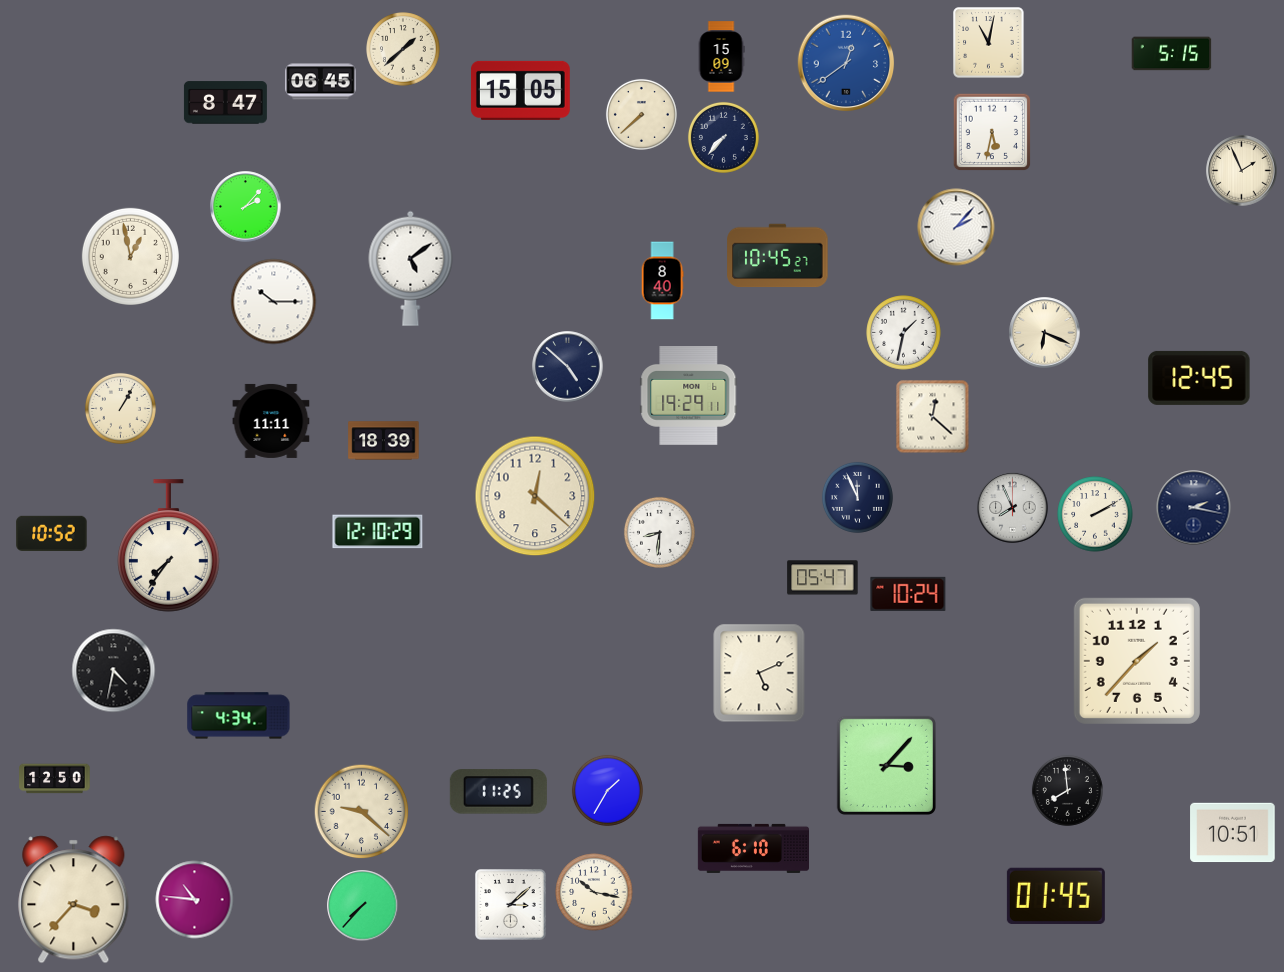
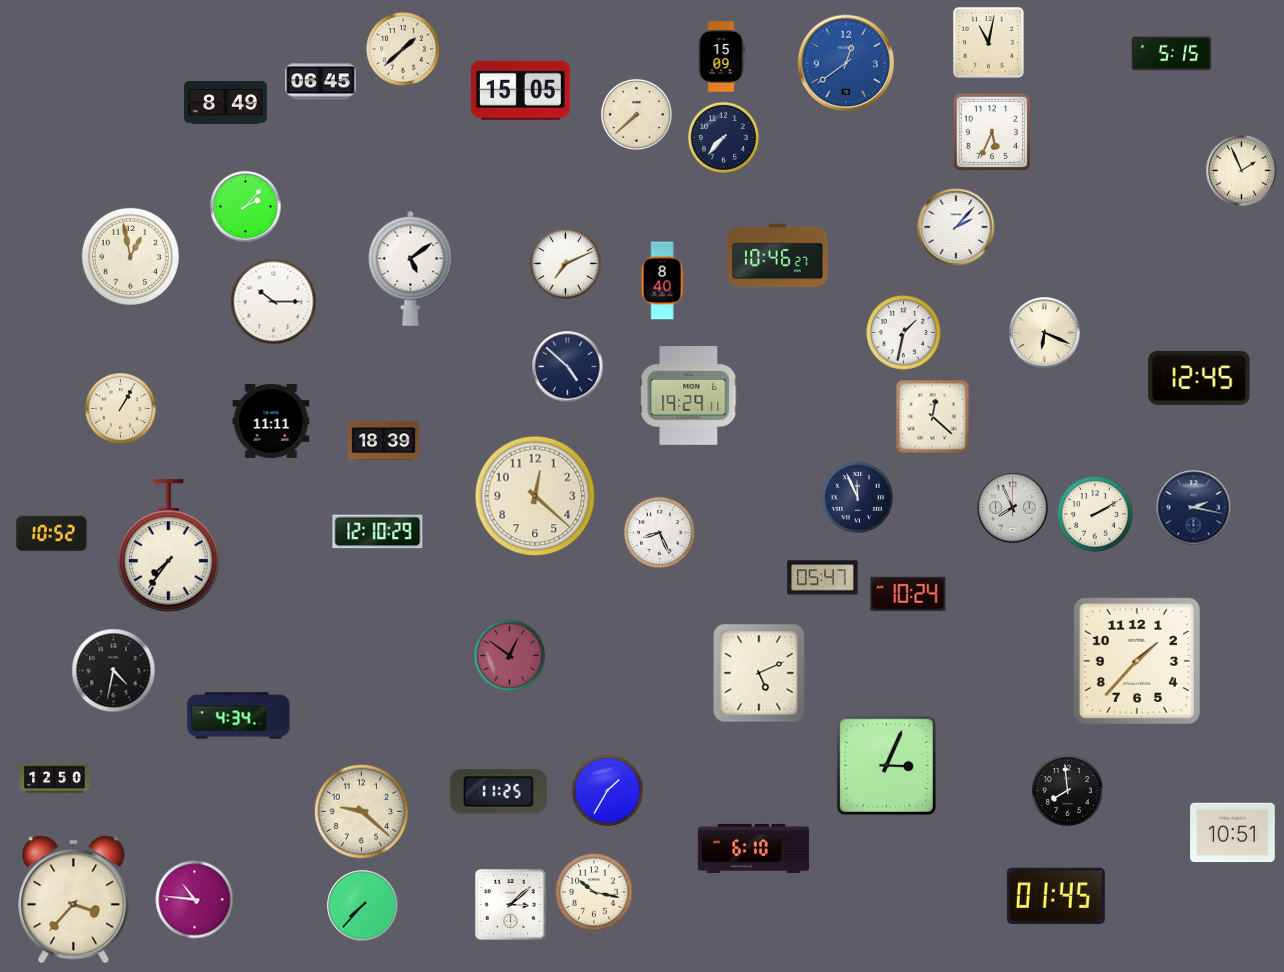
clock at (225, 103): 8:47 -> 8:49
clock at (641, 114) position: (641, 114) -> (636, 114)
clock at (992, 132): 5:32 -> 5:34
clock at (778, 256): 10:45 -> 10:46
clock at (565, 263): none -> 7:11
clock at (659, 532): 8:31 -> 8:26
clock at (509, 655): none -> 12:51
clock at (886, 765): 3:07 -> 3:04
